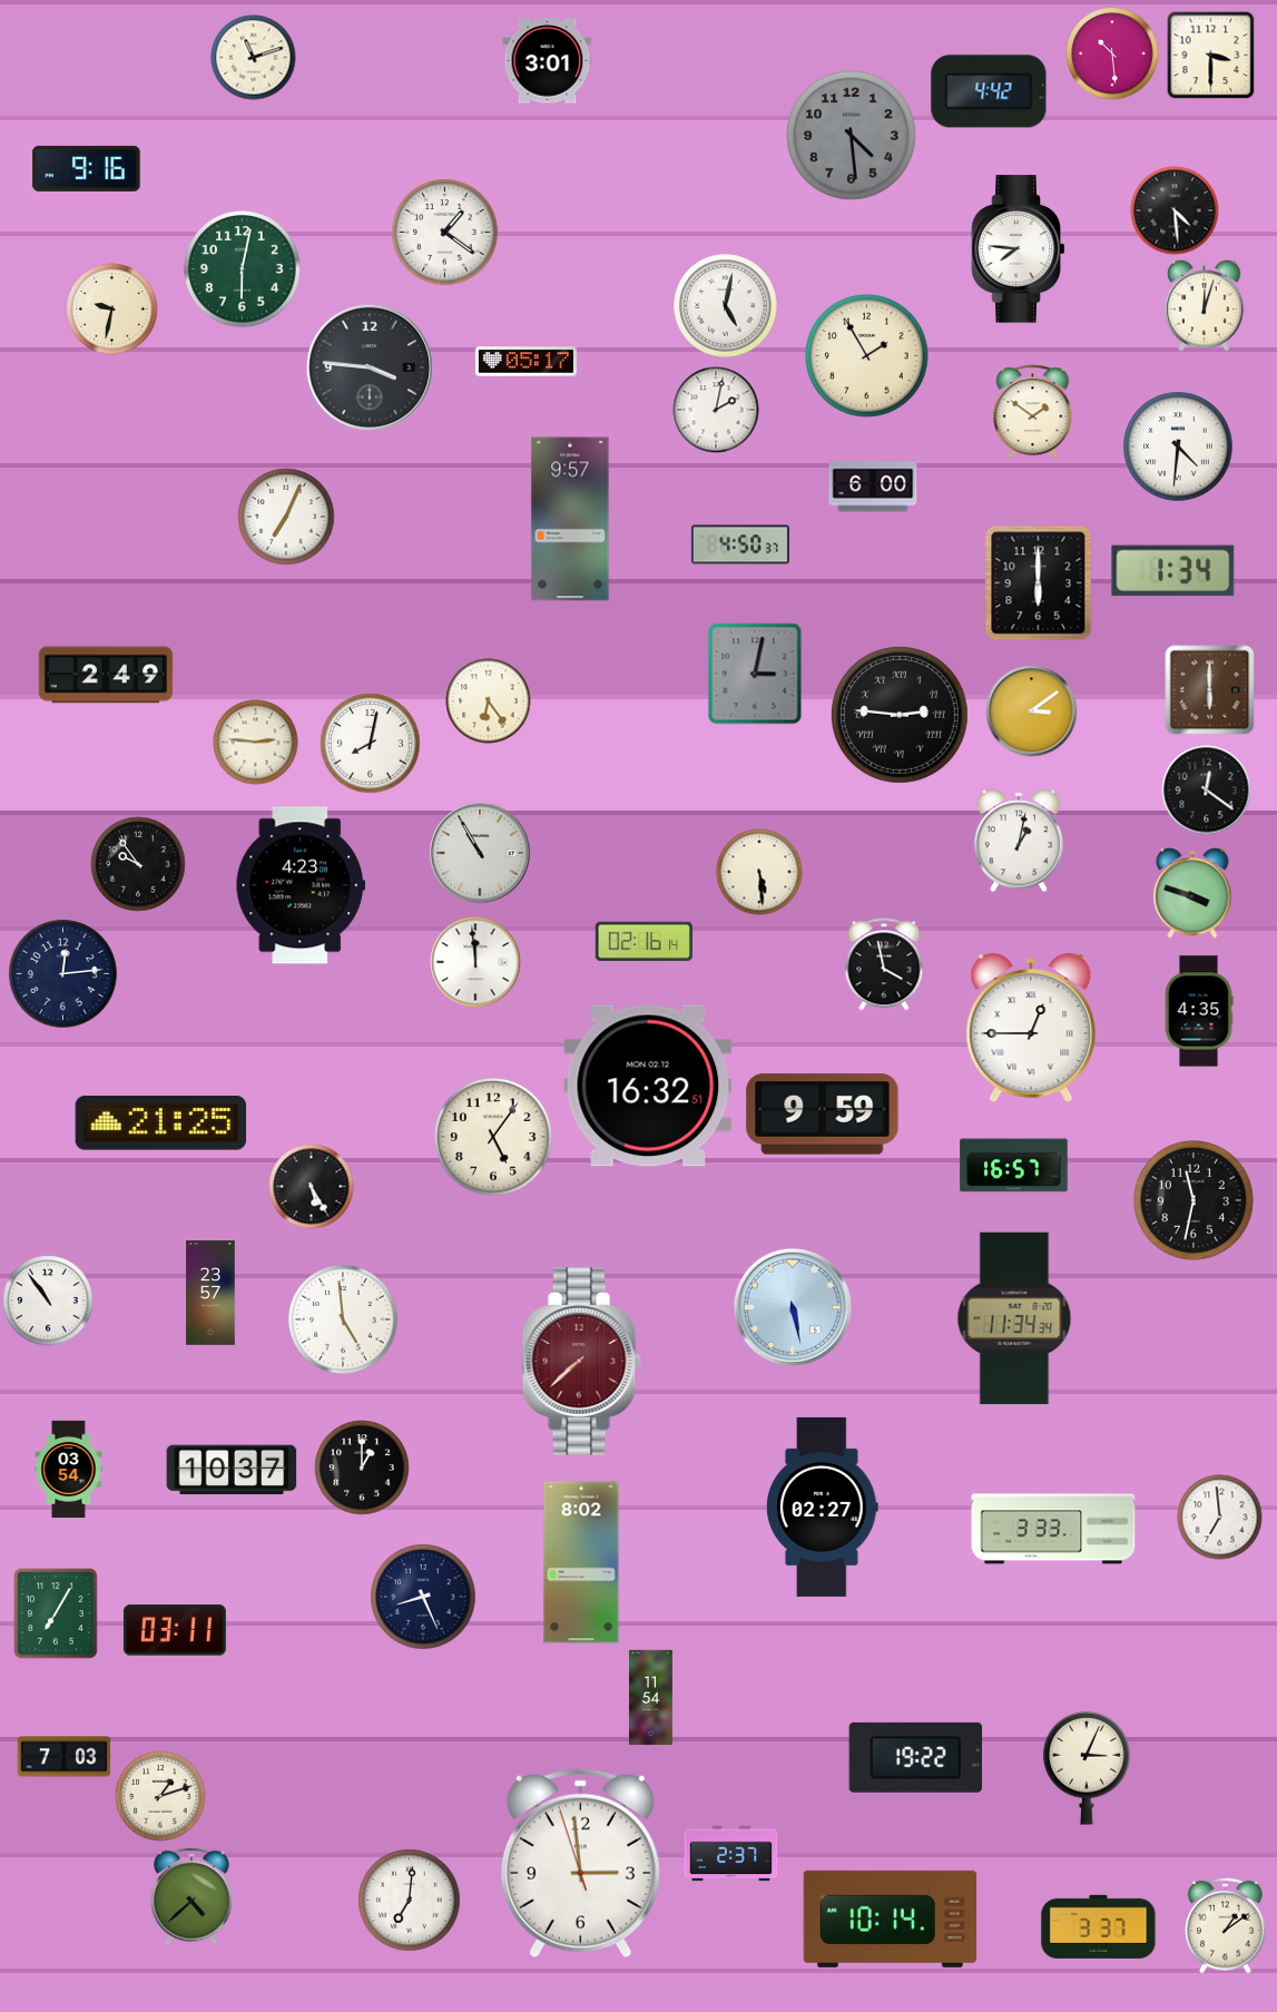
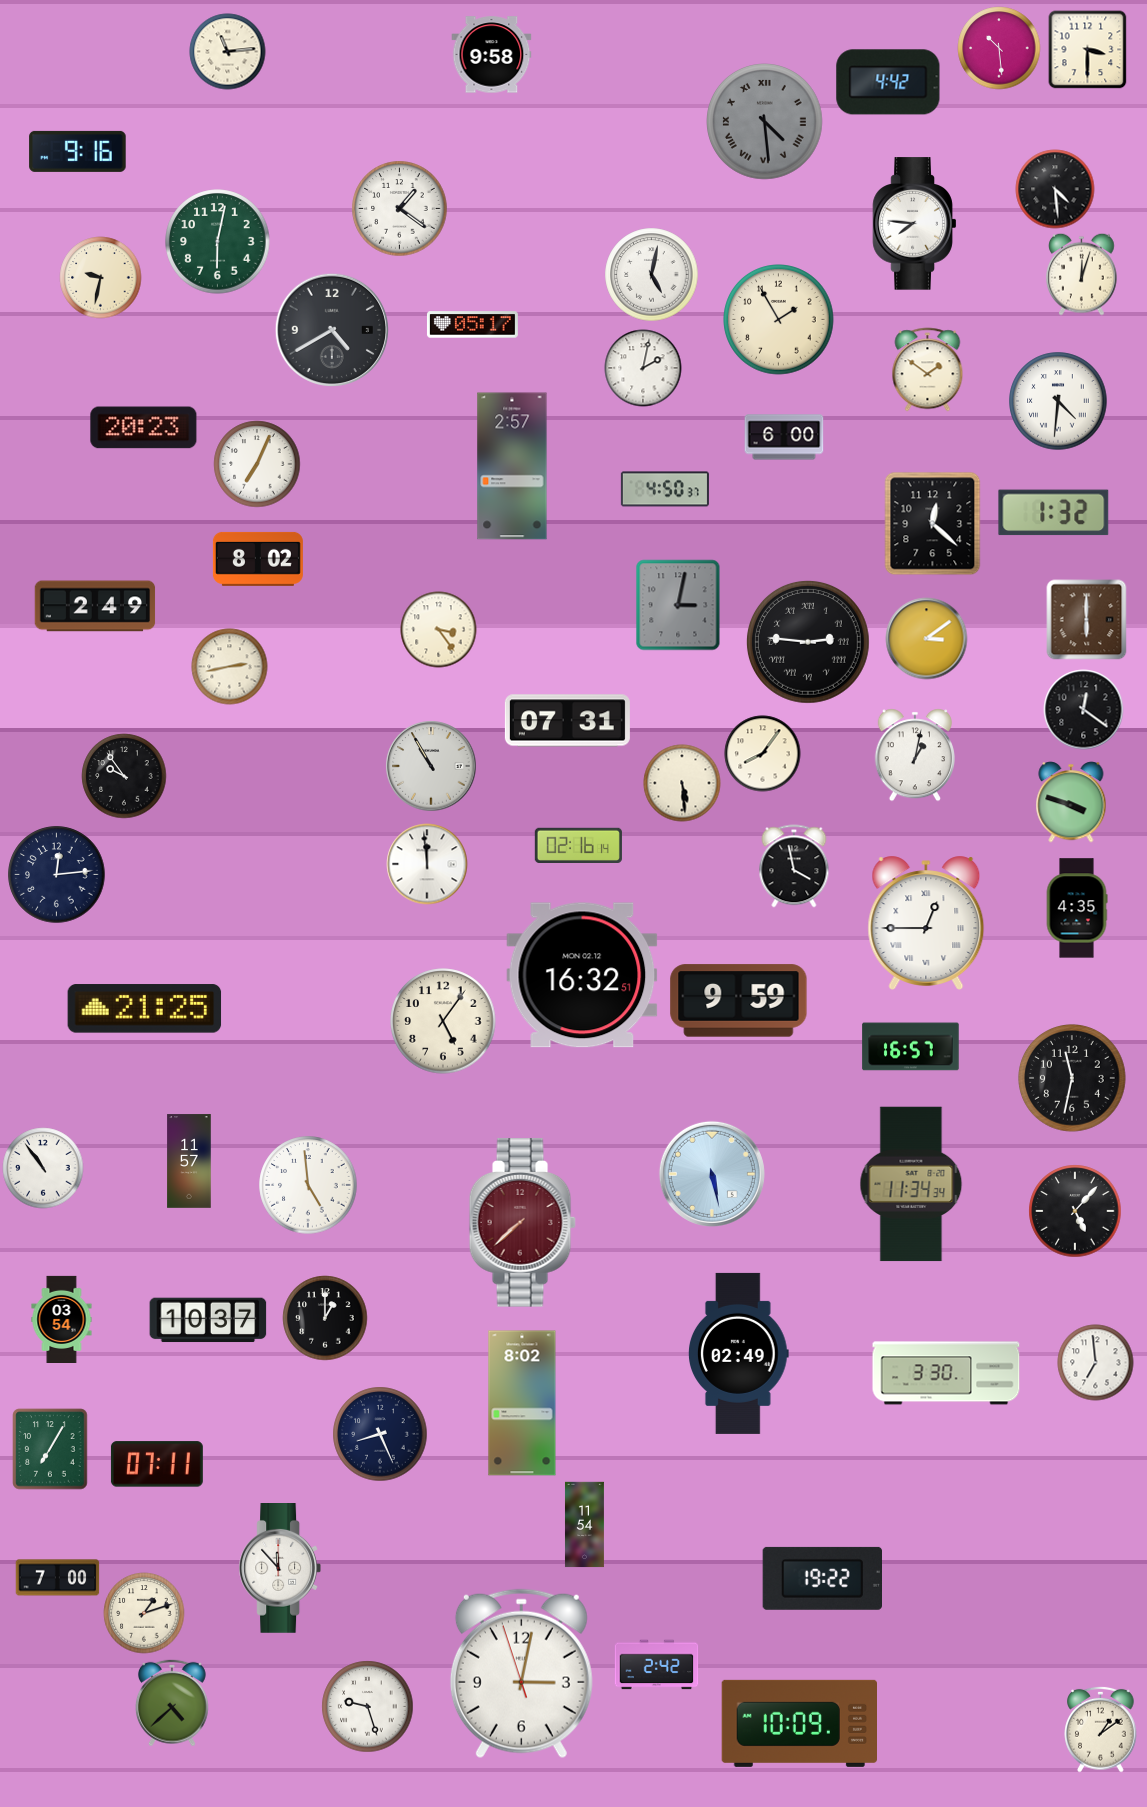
clock at (254, 58): 11:12 -> 11:14
clock at (548, 61): 3:01 -> 9:58
clock at (852, 136) numerals: Arabic -> Roman
clock at (369, 366): 3:46 -> 4:40
clock at (144, 428): none -> 20:23
clock at (570, 519): 9:57 -> 2:57
clock at (1173, 571): 1:34 -> 1:32
clock at (1039, 583): 6:00 -> 12:22
clock at (258, 559): none -> 8:02
clock at (489, 701): 6:24 -> 3:24
clock at (256, 743): 2:46 -> 2:43
clock at (371, 744): 8:02 -> none
clock at (567, 721): none -> 07:31
clock at (763, 754): none -> 8:06
clock at (299, 885): 4:23 -> none
clock at (312, 1187): 5:25 -> none
clock at (210, 1293): 23:57 -> 11:57
clock at (1075, 1211): none -> 5:07
clock at (823, 1506): 02:27 -> 02:49
clock at (1053, 1529): 3:33 -> 3:30
clock at (175, 1630): 03:11 -> 07:11
clock at (279, 1569): none -> 11:53
clock at (65, 1757): 7:03 -> 7:00
clock at (1087, 1768): 3:04 -> none
clock at (731, 1854): 2:37 -> 2:42
clock at (580, 1864): 2:58 -> 3:01
clock at (410, 1901): 7:01 -> 9:27
clock at (890, 1918): 10:14 -> 10:09
clock at (1099, 1926): 3:37 -> none
